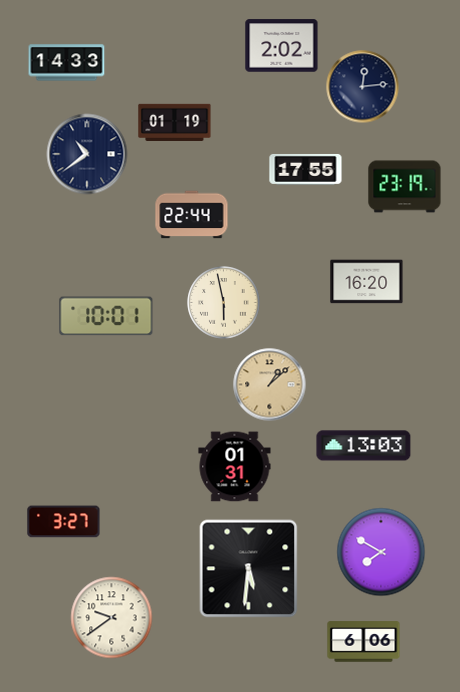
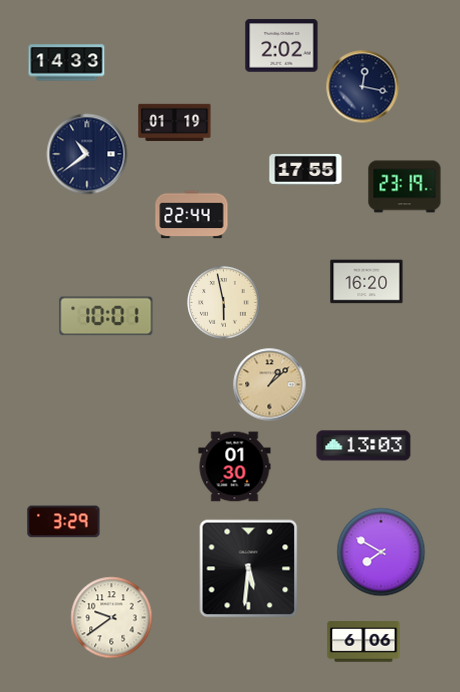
clock at (363, 87): 12:14 -> 12:17
clock at (235, 467): 01:31 -> 01:30
clock at (64, 522): 3:27 -> 3:29
